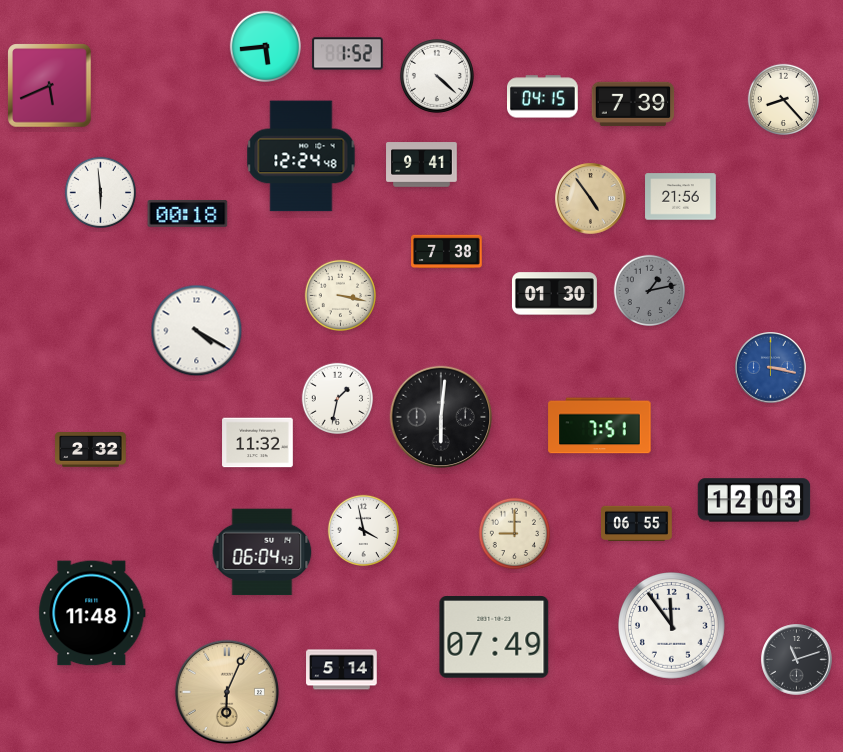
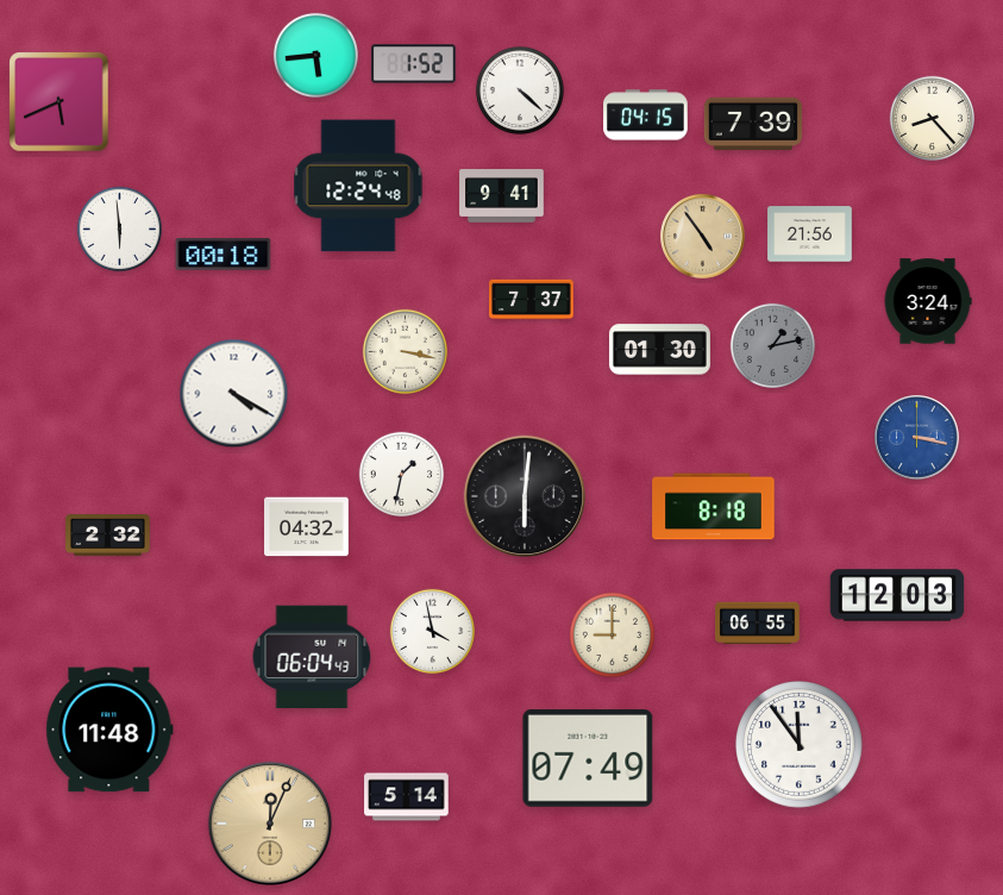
clock at (447, 252): 7:38 -> 7:37
clock at (928, 301): none -> 3:24
clock at (600, 426): 7:51 -> 8:18
clock at (258, 443): 11:32 -> 04:32
clock at (797, 660): 11:12 -> none
clock at (227, 692): 6:04 -> 12:04
